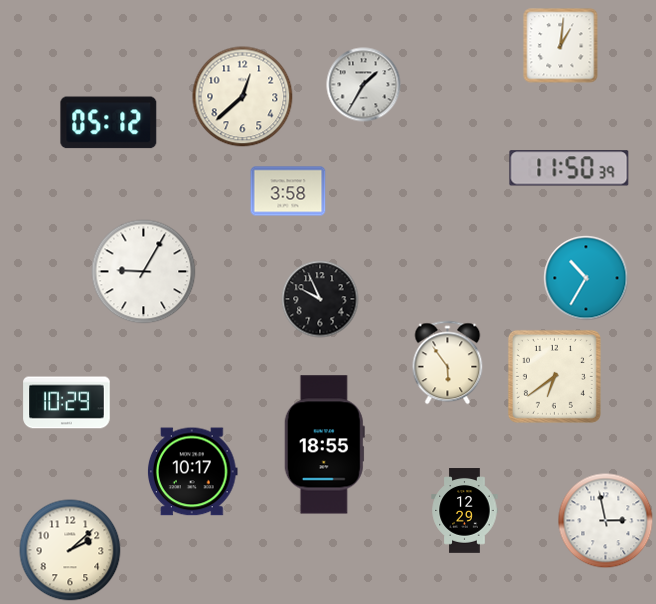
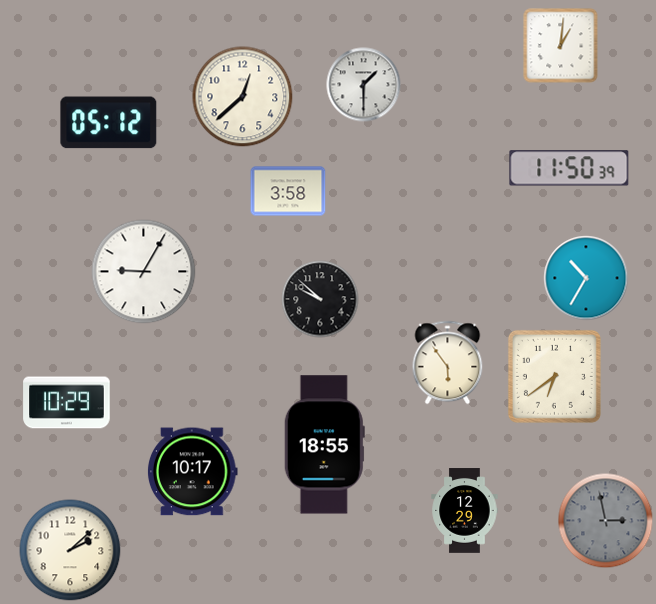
clock at (364, 85): 1:35 -> 1:30
clock at (320, 299): 9:56 -> 9:52
clock at (606, 521) dial: white -> grey
